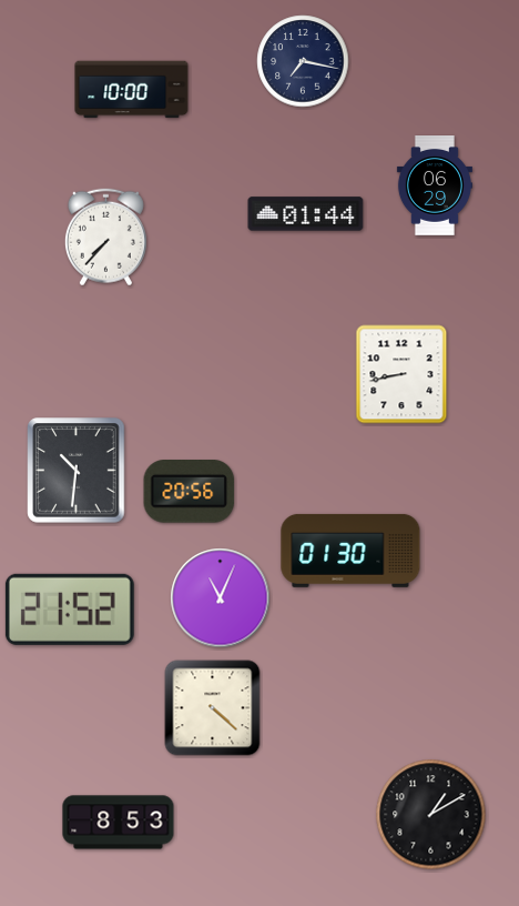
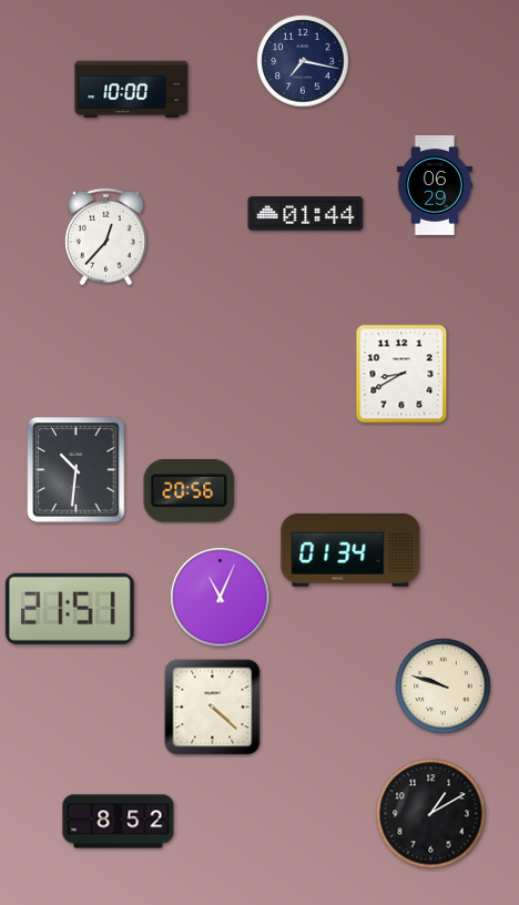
clock at (105, 238): 7:37 -> 12:37
clock at (401, 374): 8:43 -> 8:40
clock at (350, 551): 01:30 -> 01:34
clock at (70, 610): 21:52 -> 21:51
clock at (444, 687): none -> 9:48
clock at (119, 823): 8:53 -> 8:52
